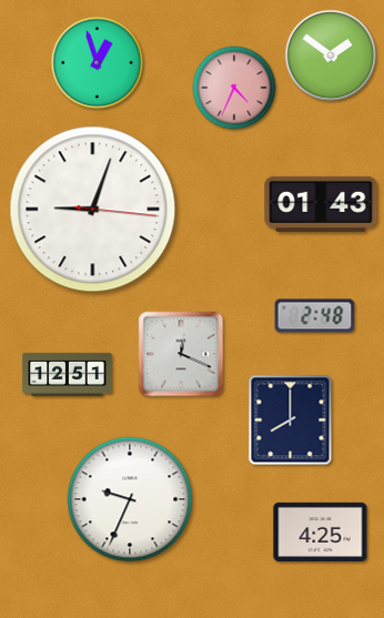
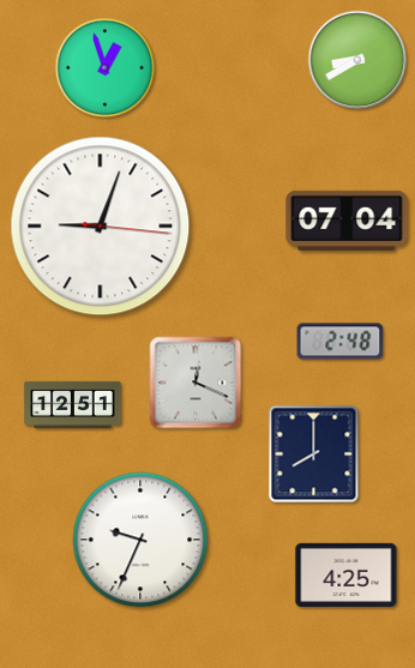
clock at (331, 55): 1:51 -> 8:40
clock at (234, 88): 4:34 -> none
clock at (321, 204): 01:43 -> 07:04
